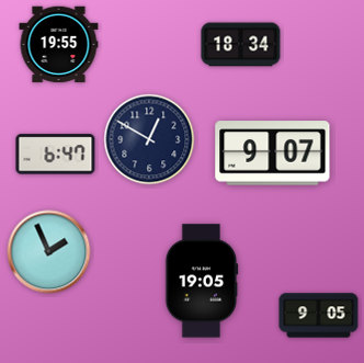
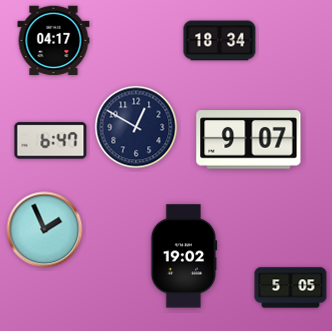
clock at (59, 45): 19:55 -> 04:17
clock at (202, 281): 19:05 -> 19:02
clock at (319, 316): 9:05 -> 5:05
